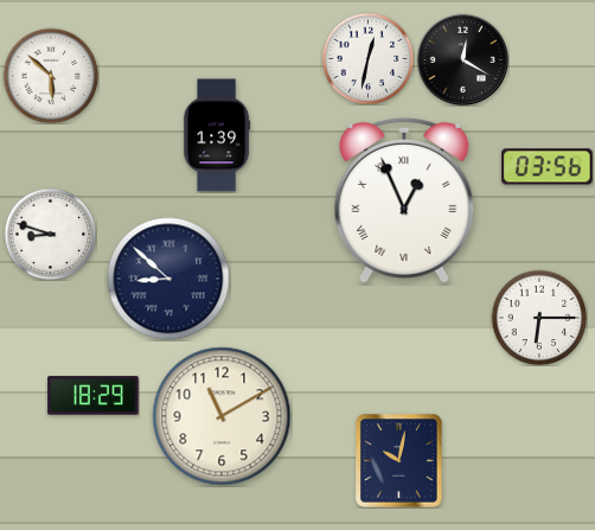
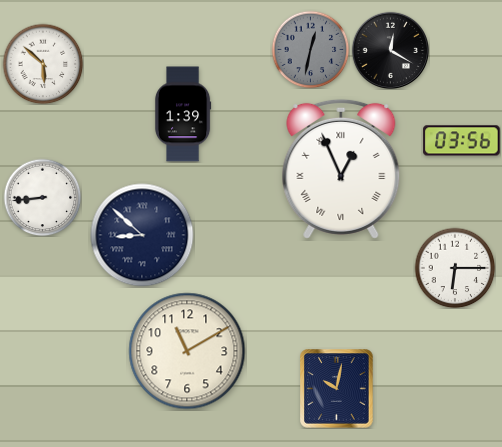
clock at (367, 58) dial: white -> grey
clock at (50, 234): 8:48 -> 8:44
clock at (94, 396): 18:29 -> none
